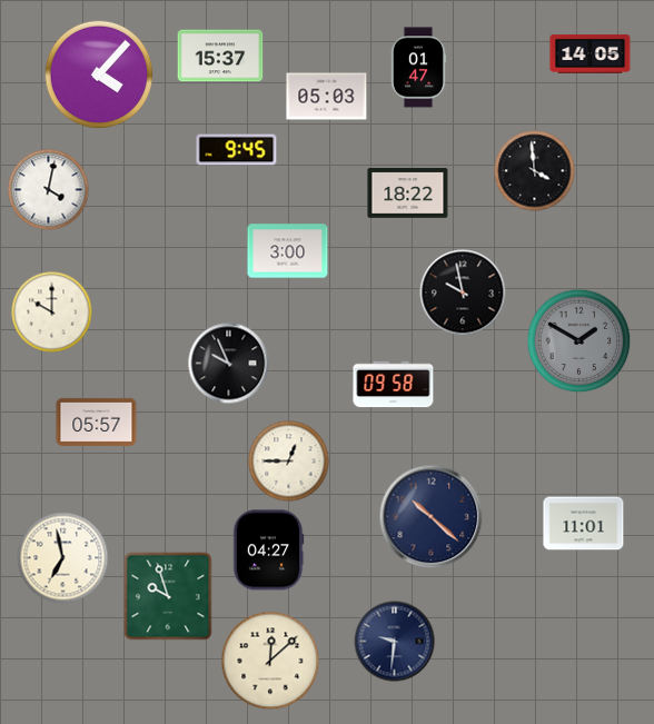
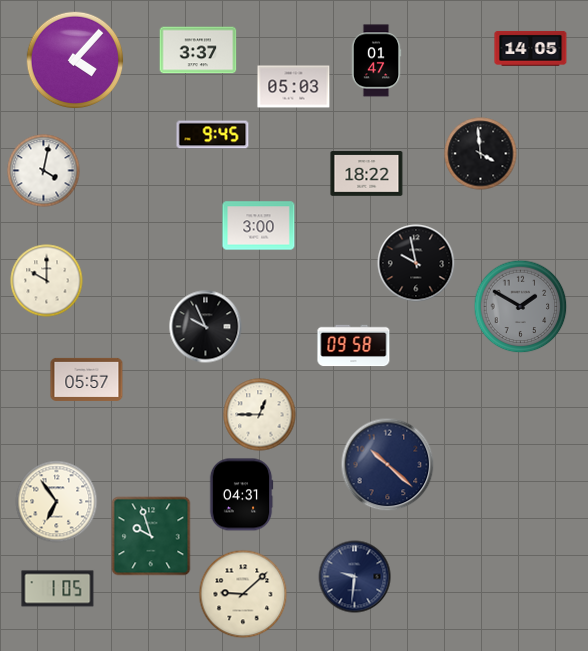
clock at (220, 56): 15:37 -> 3:37
clock at (99, 75) position: (99, 75) -> (75, 60)
clock at (584, 524): 11:01 -> none
clock at (268, 551): 04:27 -> 04:31
clock at (63, 558): 6:58 -> 6:54
clock at (58, 589): none -> 1:05
clock at (270, 661): 12:08 -> 9:08
